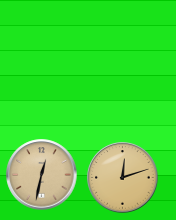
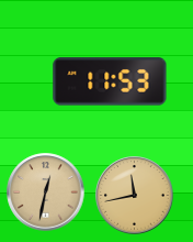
clock at (110, 81): none -> 11:53
clock at (123, 178): 12:12 -> 11:43
